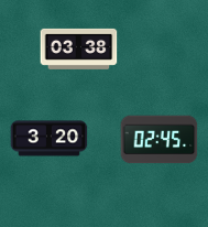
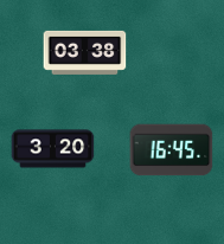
clock at (160, 140): 02:45 -> 16:45
